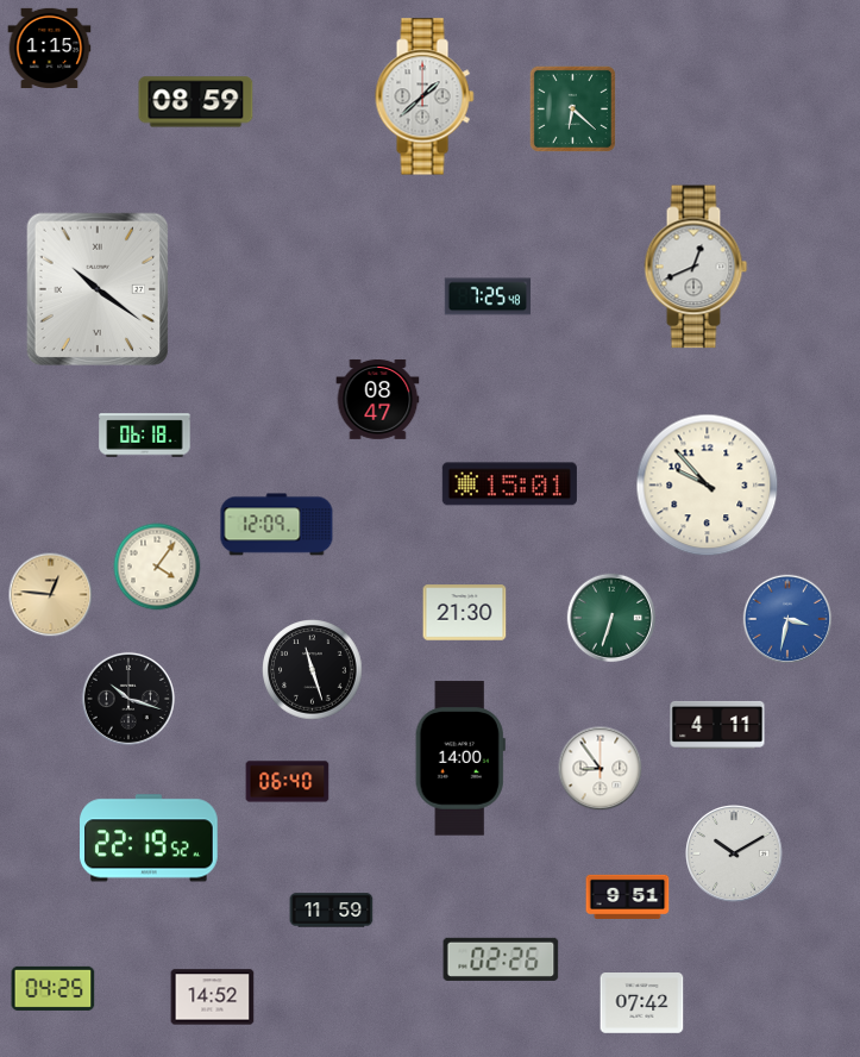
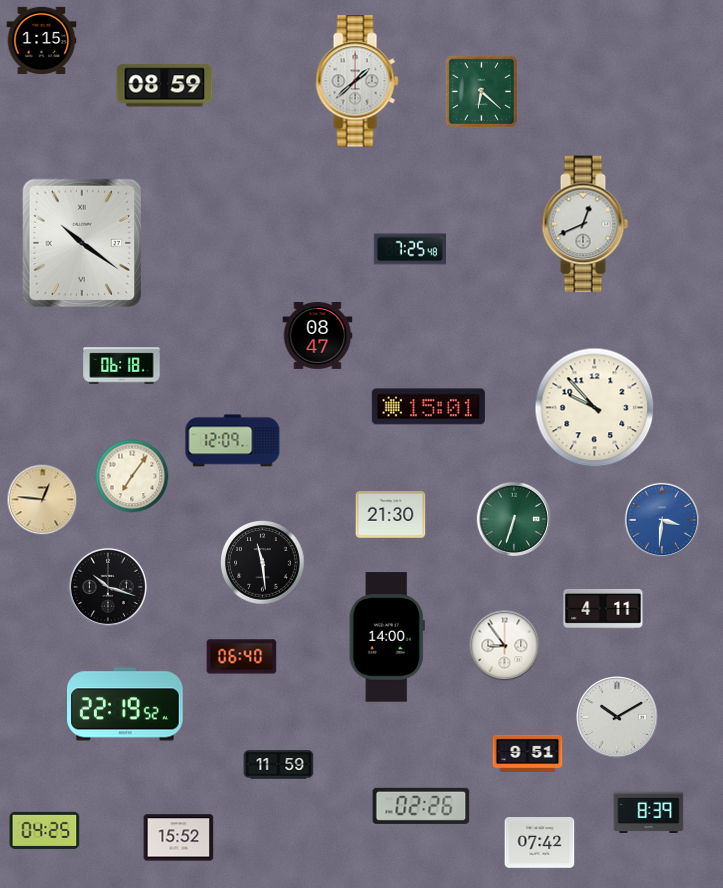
clock at (157, 567): 4:06 -> 7:06
clock at (787, 619): 3:32 -> 3:31
clock at (313, 670): 11:27 -> 11:29
clock at (649, 812): none -> 8:39
clock at (213, 997): 14:52 -> 15:52
